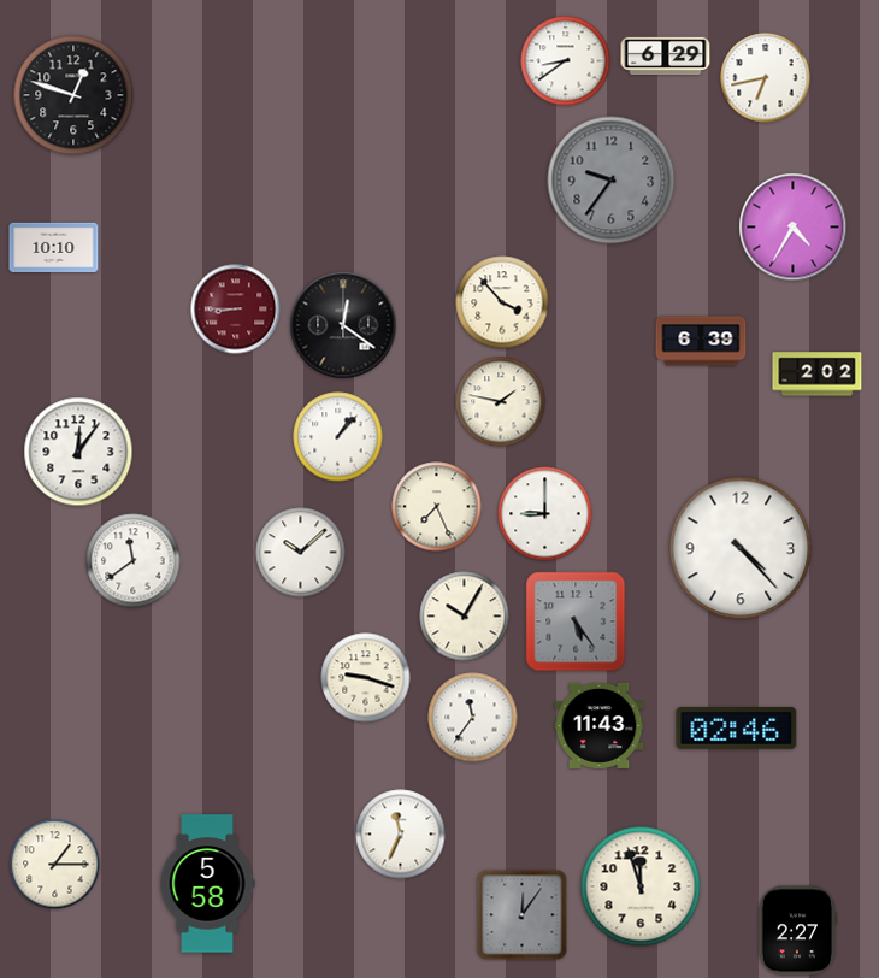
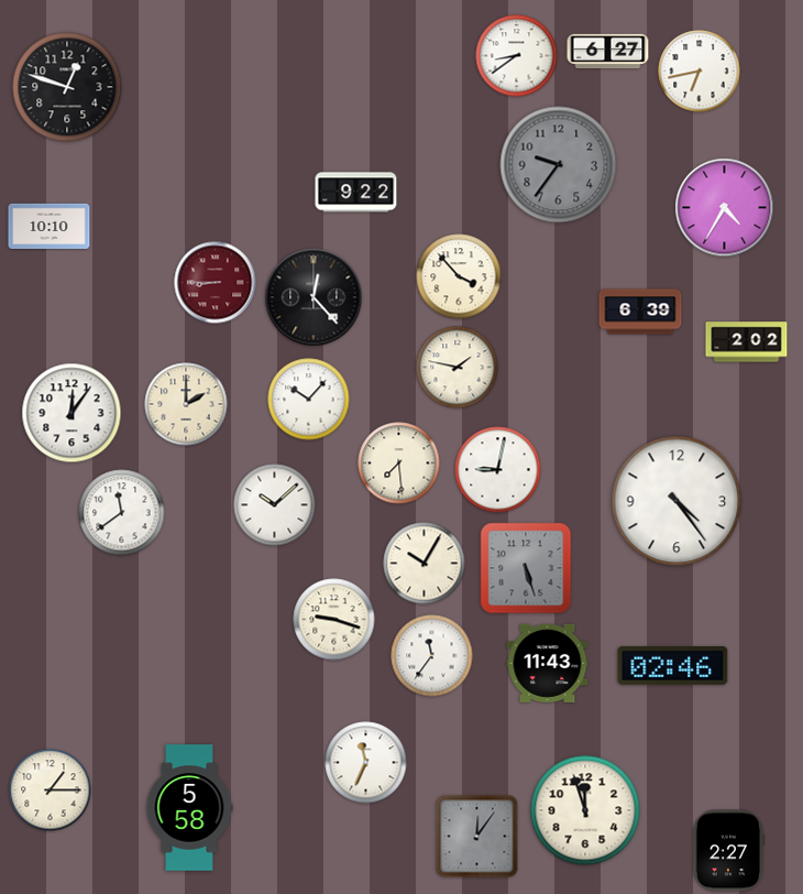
clock at (666, 57): 6:29 -> 6:27
clock at (356, 193): none -> 9:22
clock at (343, 325): 12:21 -> 12:23
clock at (338, 437): 1:07 -> 10:07
clock at (186, 404): none -> 2:00
clock at (437, 507): 7:26 -> 7:29
clock at (545, 514): 9:00 -> 9:02
clock at (741, 548): 4:23 -> 4:24
clock at (576, 621): 5:24 -> 5:27
